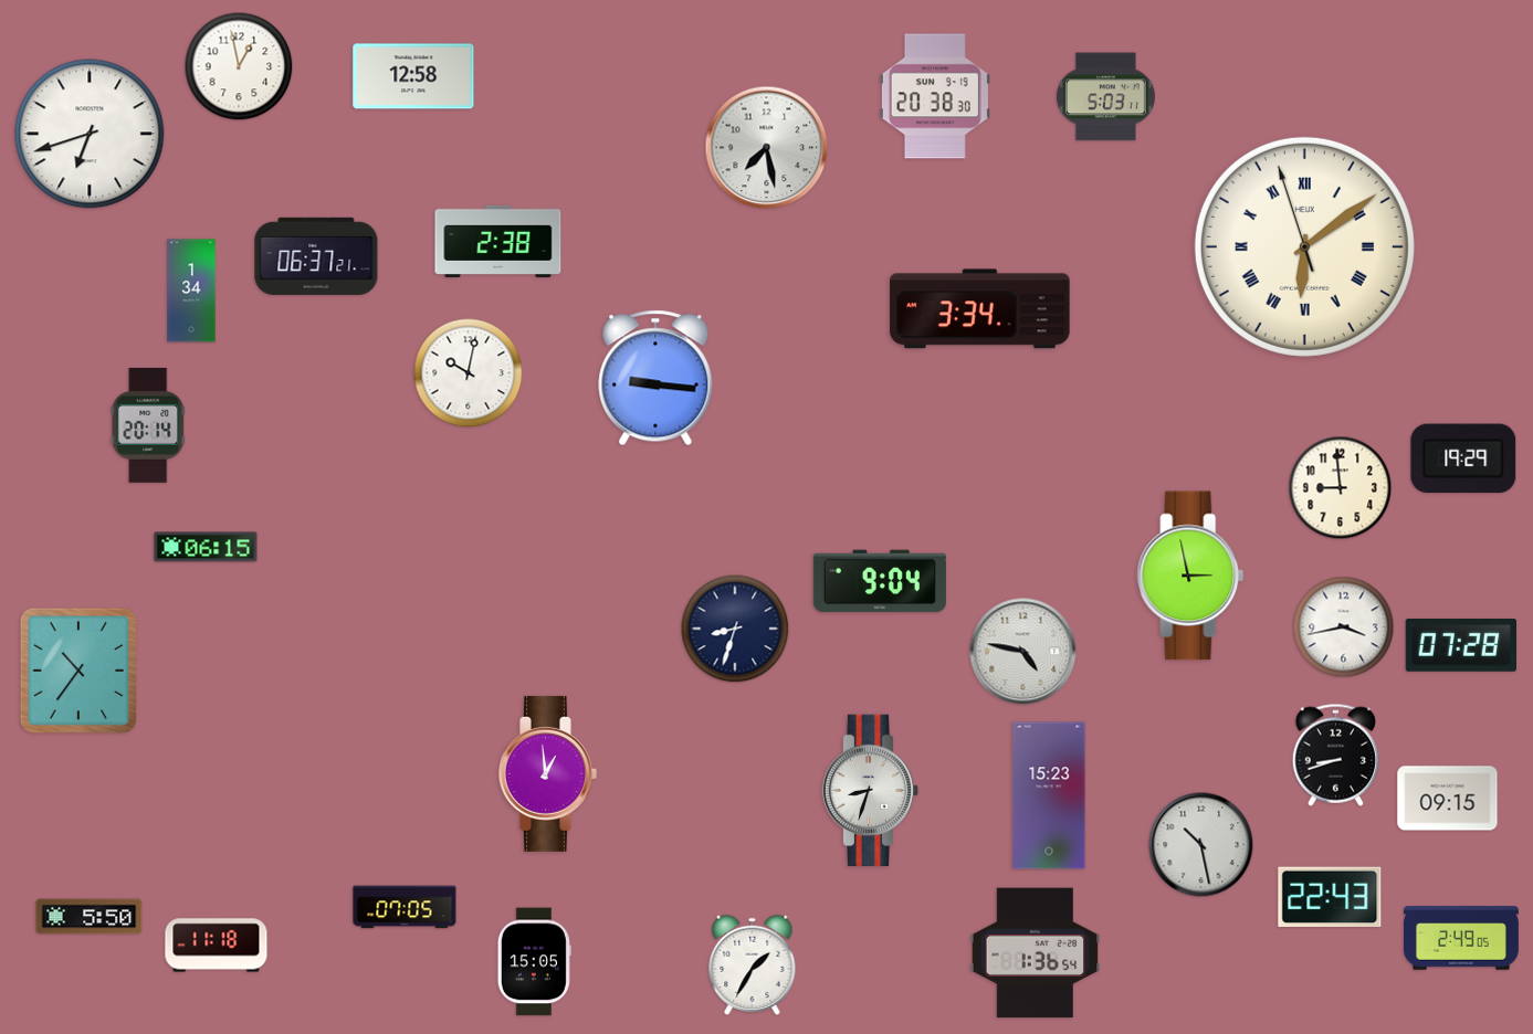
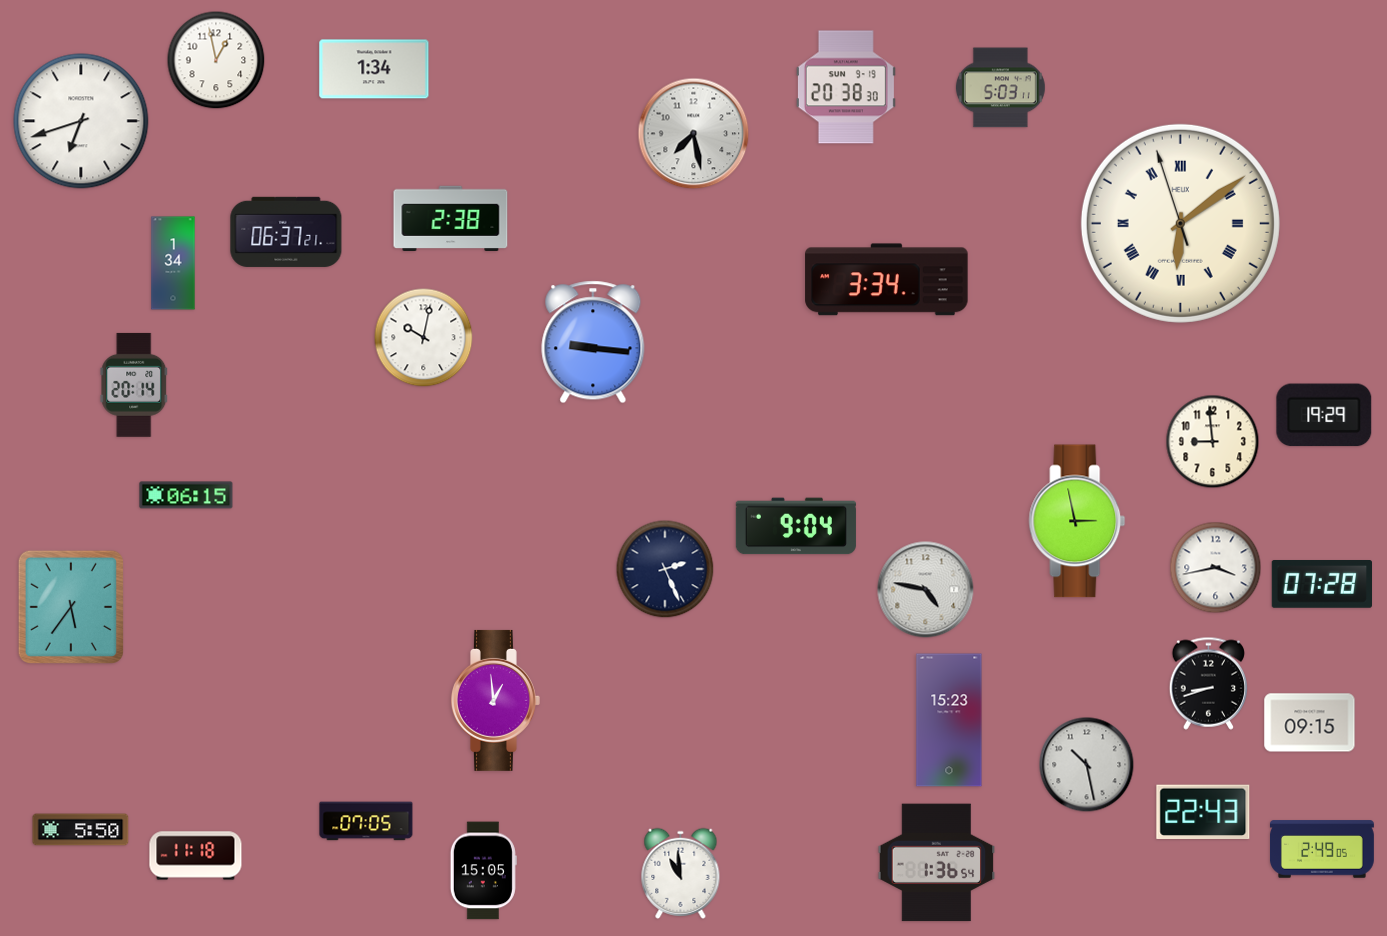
clock at (413, 76): 12:58 -> 1:34
clock at (735, 629): 8:33 -> 2:26
clock at (78, 671): 10:36 -> 5:36
clock at (871, 790): 8:33 -> none
clock at (753, 964): 1:35 -> 10:59
